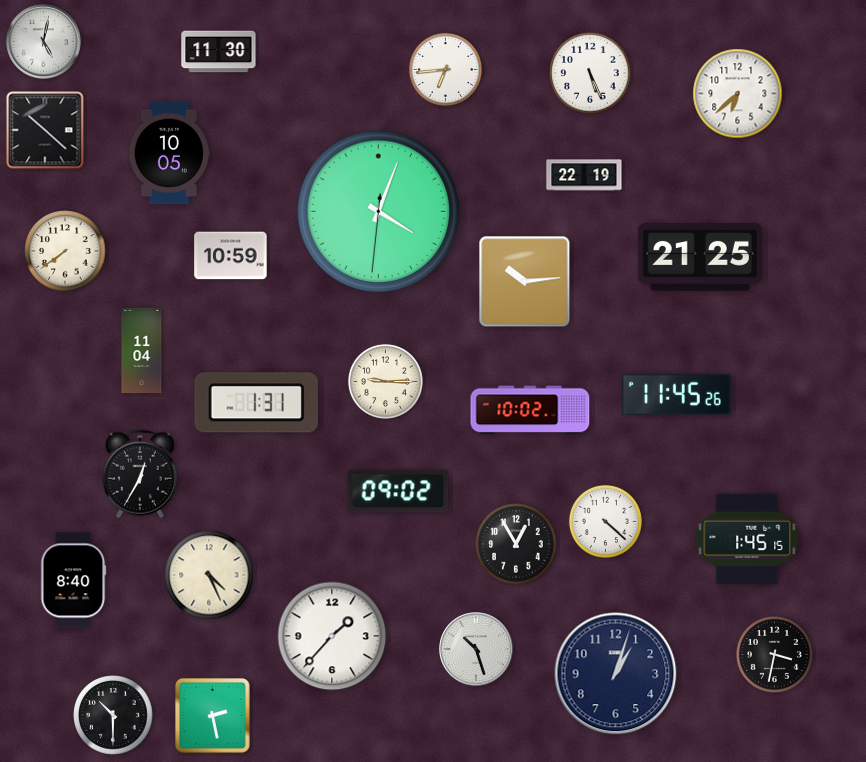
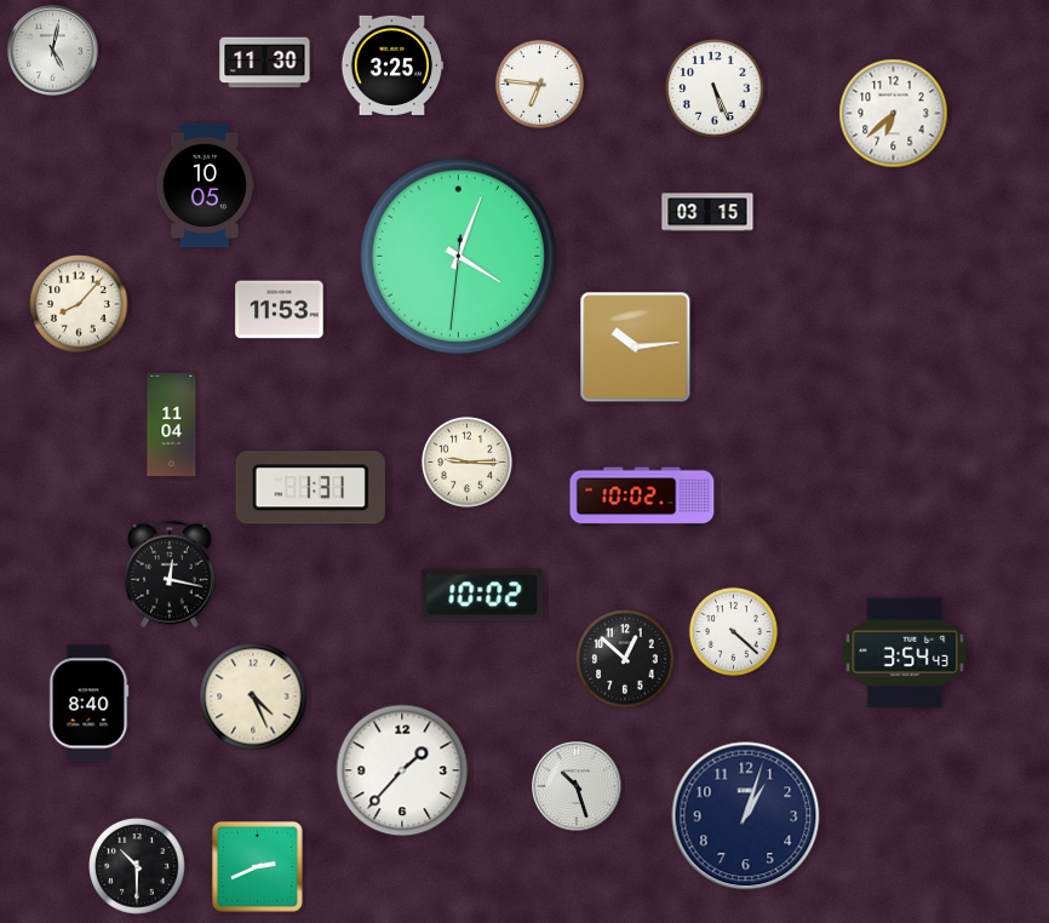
clock at (392, 65): none -> 3:25
clock at (445, 69): 6:44 -> 6:46
clock at (45, 130): 10:22 -> none
clock at (584, 175): 22:19 -> 03:15
clock at (65, 251): 7:39 -> 8:07
clock at (231, 256): 10:59 -> 11:53
clock at (700, 258): 21:25 -> none
clock at (525, 282) position: (525, 282) -> (636, 348)
clock at (677, 394): 11:45 -> none
clock at (140, 474): 12:35 -> 12:17
clock at (398, 491): 09:02 -> 10:02
clock at (747, 539): 1:45 -> 3:54
clock at (516, 544): 12:55 -> 12:52
clock at (774, 654): 3:32 -> none
clock at (213, 716): 2:28 -> 2:41
